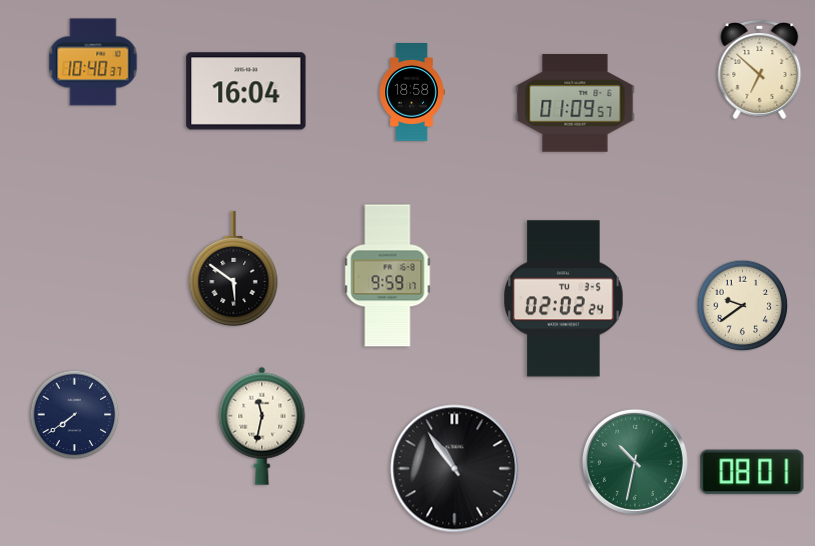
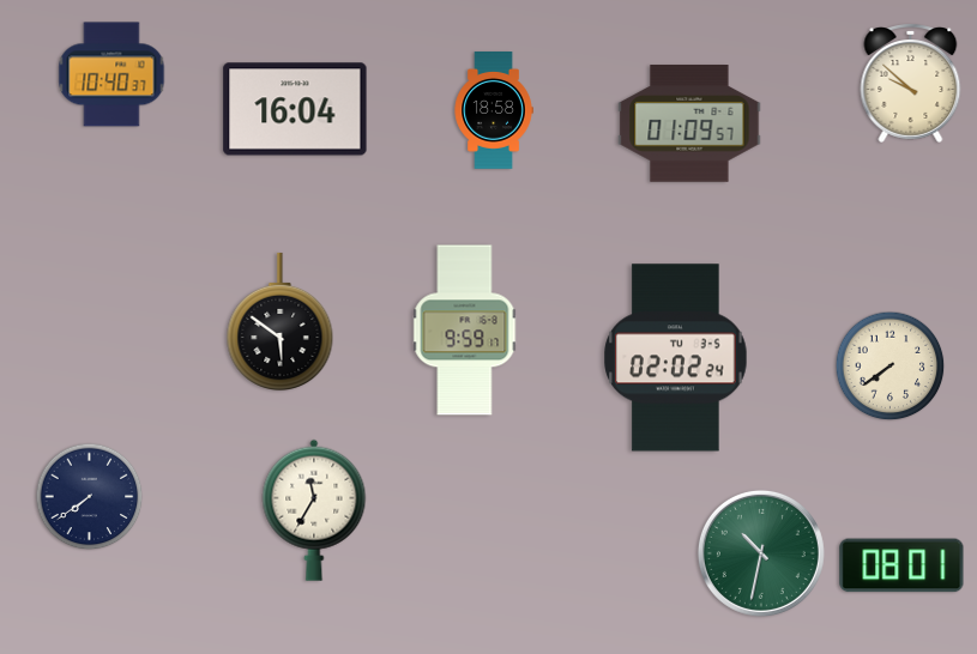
clock at (760, 70): 6:52 -> 9:52
clock at (743, 306): 9:39 -> 7:39
clock at (262, 426): 11:32 -> 11:35
clock at (455, 469): 10:54 -> none
